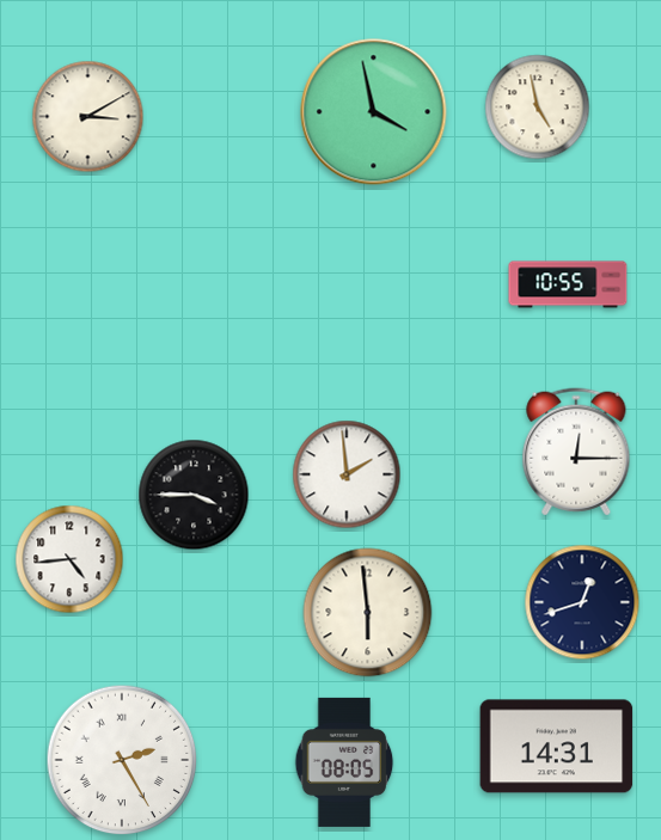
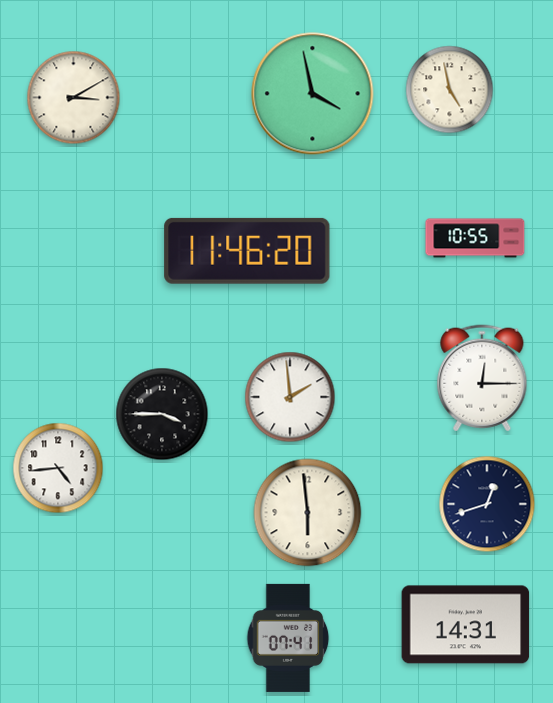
clock at (247, 251): none -> 11:46
clock at (122, 760): 2:25 -> none
clock at (344, 762): 08:05 -> 07:41
